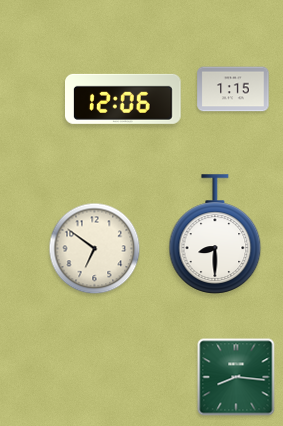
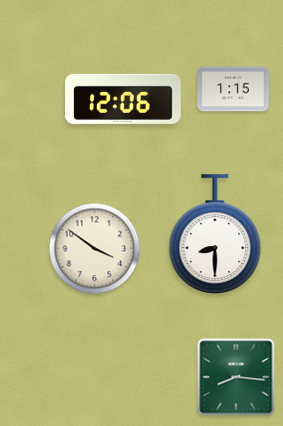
clock at (95, 249): 6:51 -> 3:51
